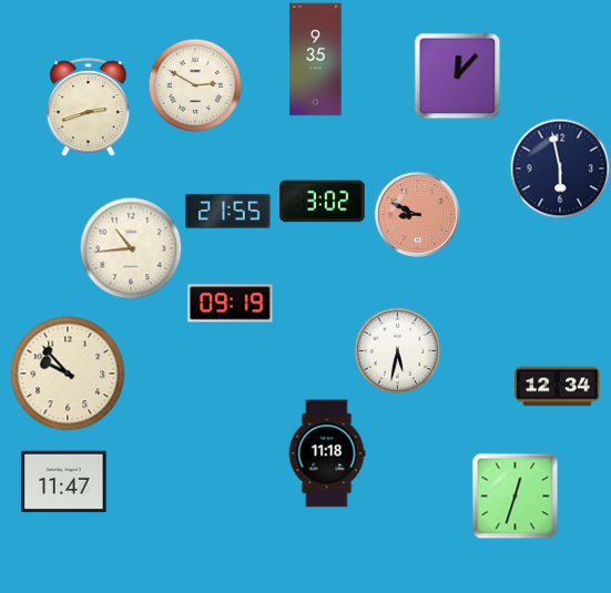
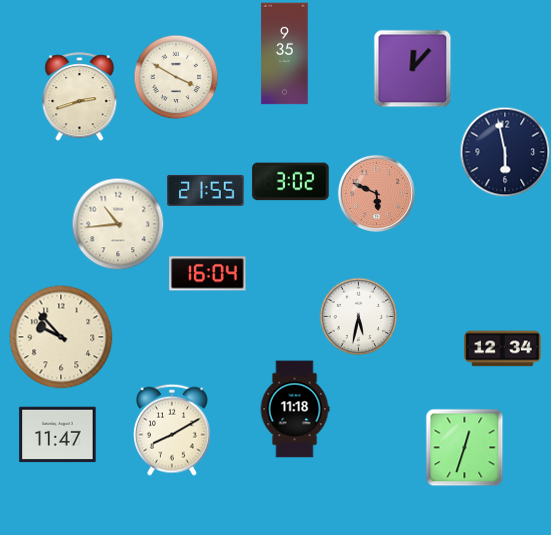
clock at (195, 85): 2:50 -> 3:50
clock at (417, 214): 8:49 -> 5:49
clock at (231, 304): 09:19 -> 16:04
clock at (172, 430): none -> 8:10
